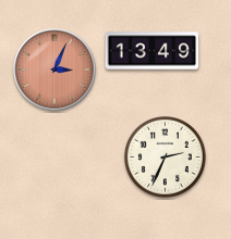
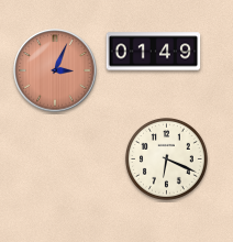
clock at (153, 51): 13:49 -> 01:49
clock at (166, 158): 2:34 -> 6:19
